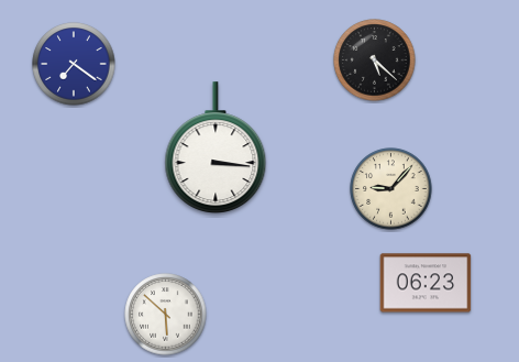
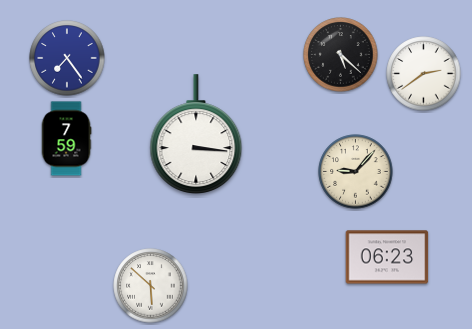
clock at (74, 64): 7:21 -> 7:24
clock at (424, 74): none -> 2:39
clock at (66, 139): none -> 7:59
